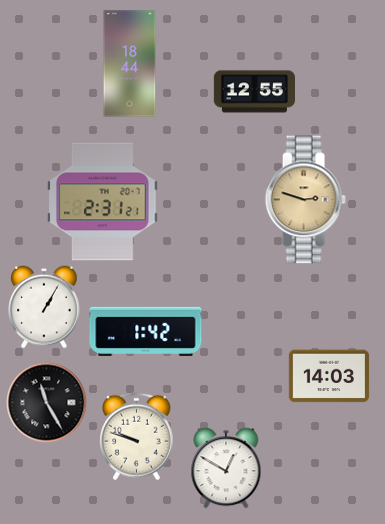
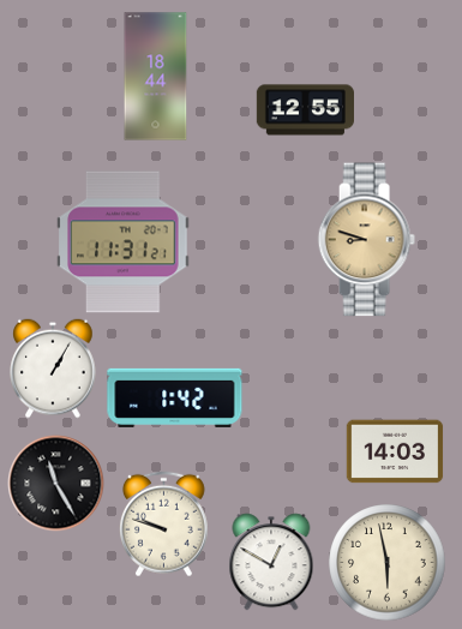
clock at (305, 200): 2:48 -> 8:48
clock at (103, 202): 2:31 -> 11:31
clock at (388, 563): none -> 5:58
